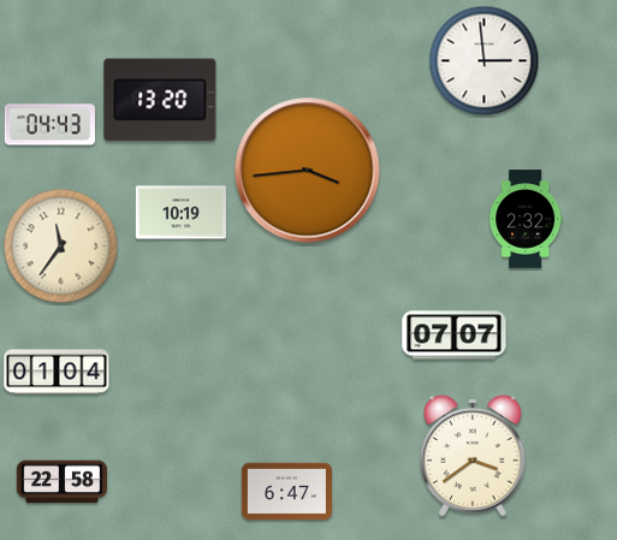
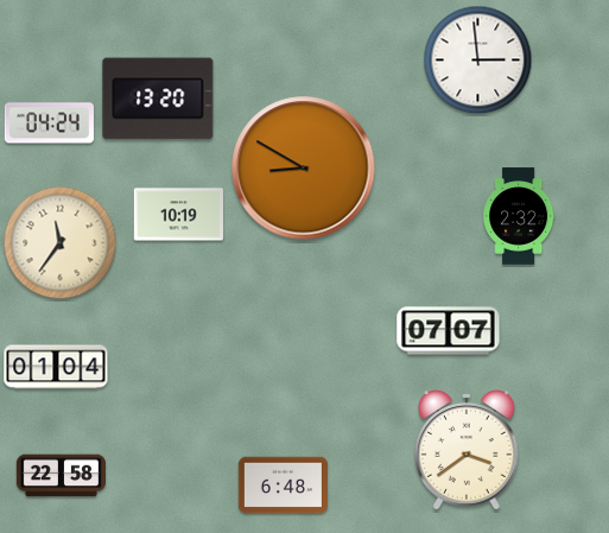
clock at (49, 125): 04:43 -> 04:24
clock at (308, 171): 3:44 -> 8:50
clock at (180, 213) position: (180, 213) -> (178, 215)
clock at (286, 492): 6:47 -> 6:48
